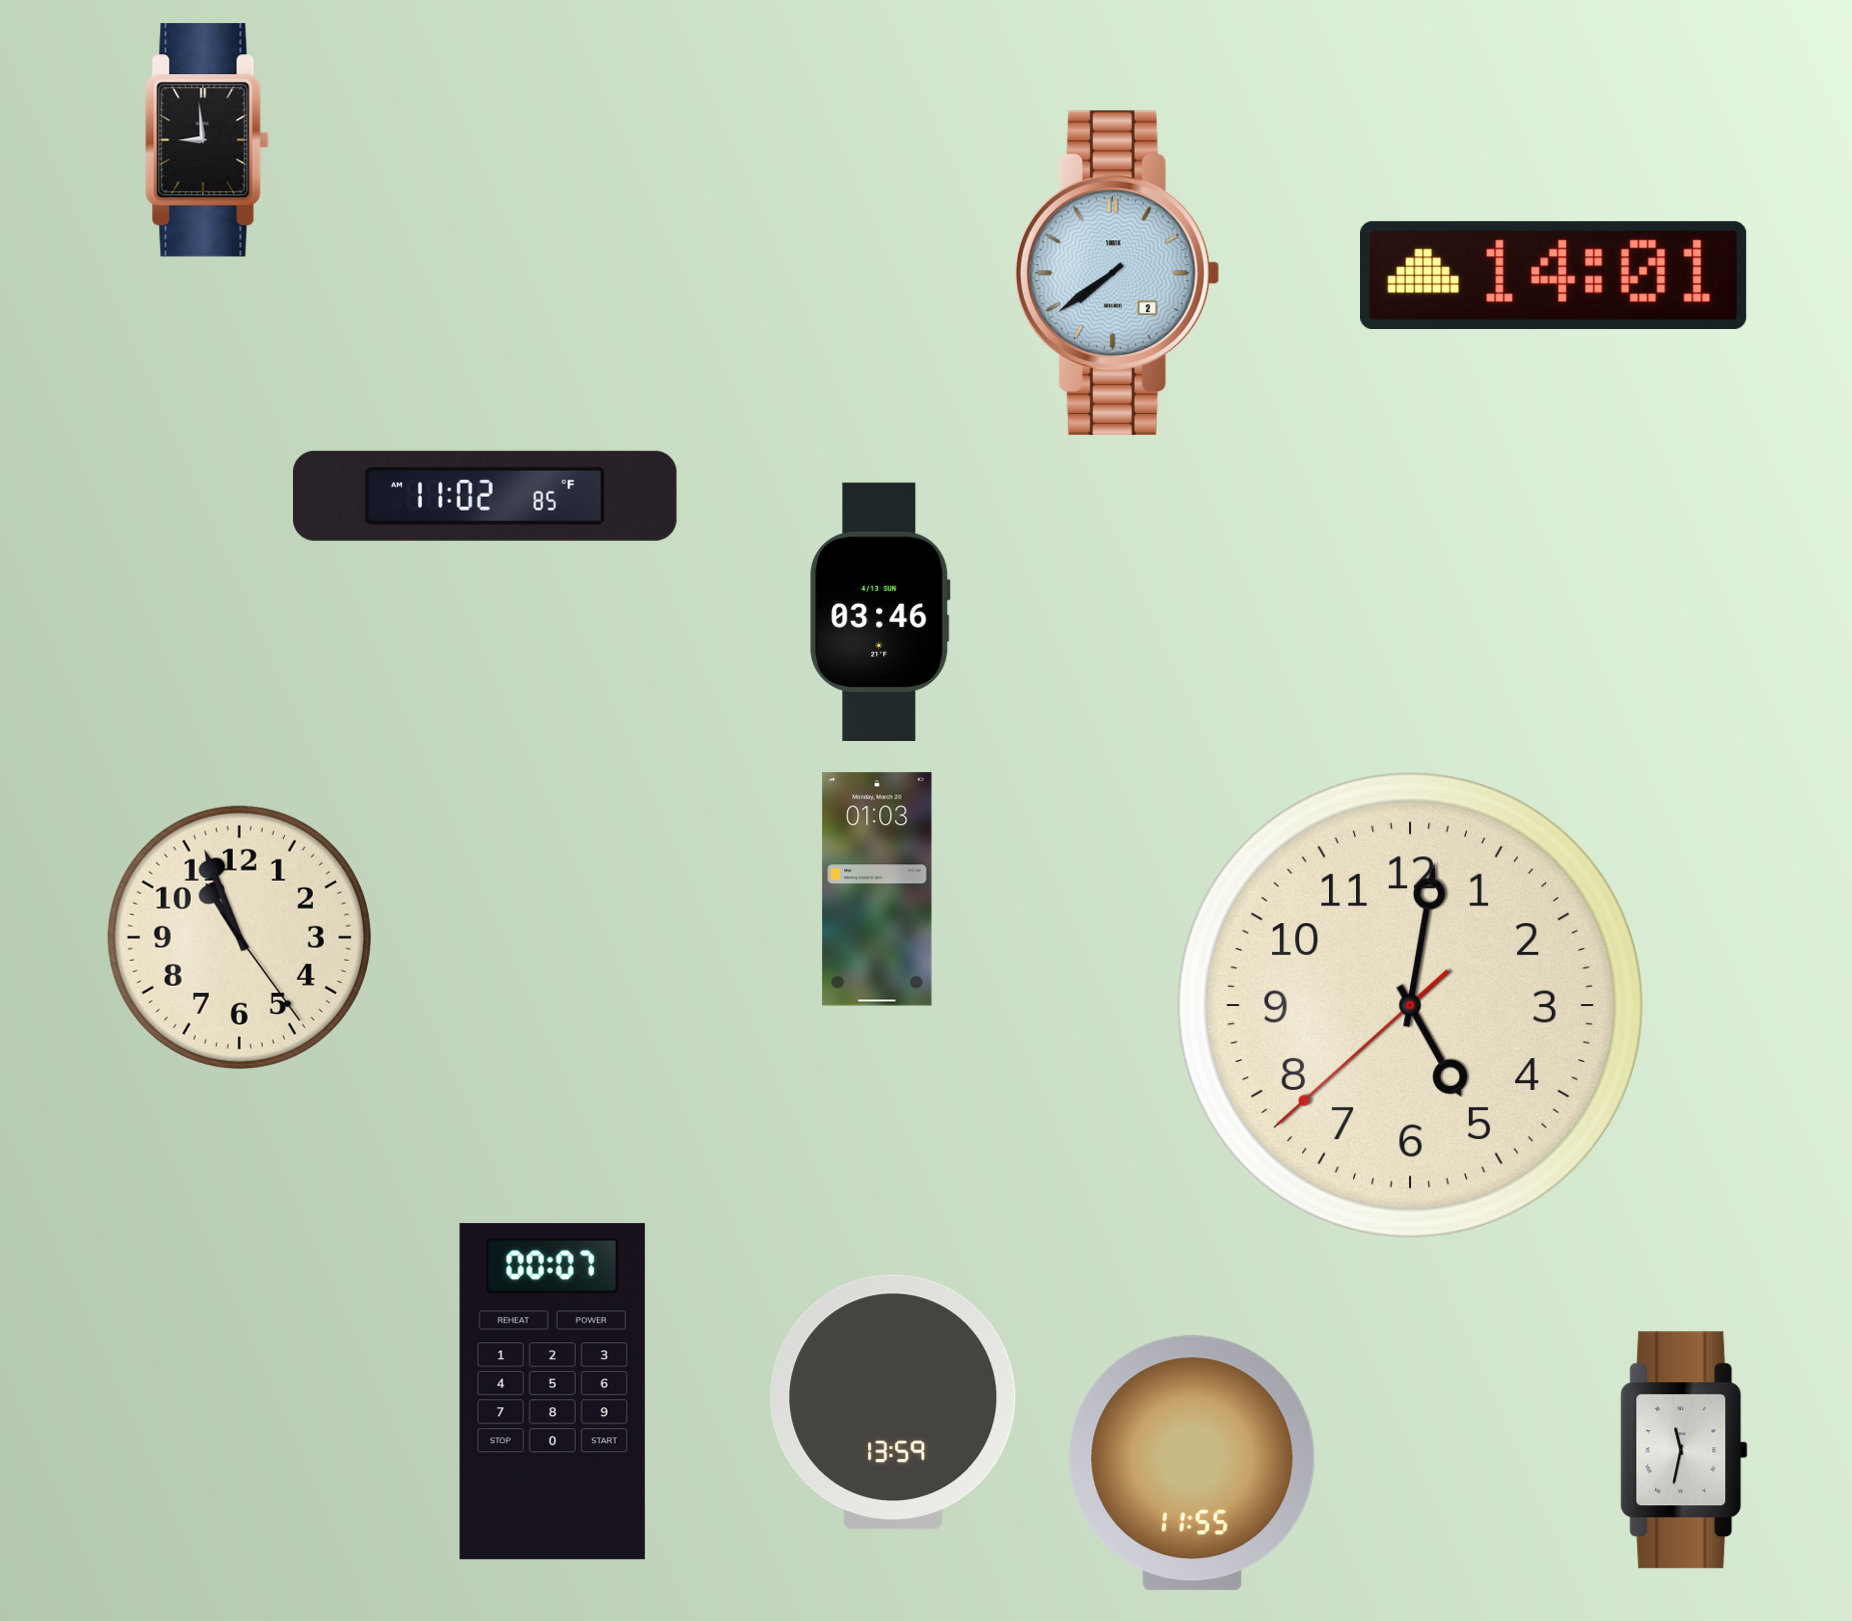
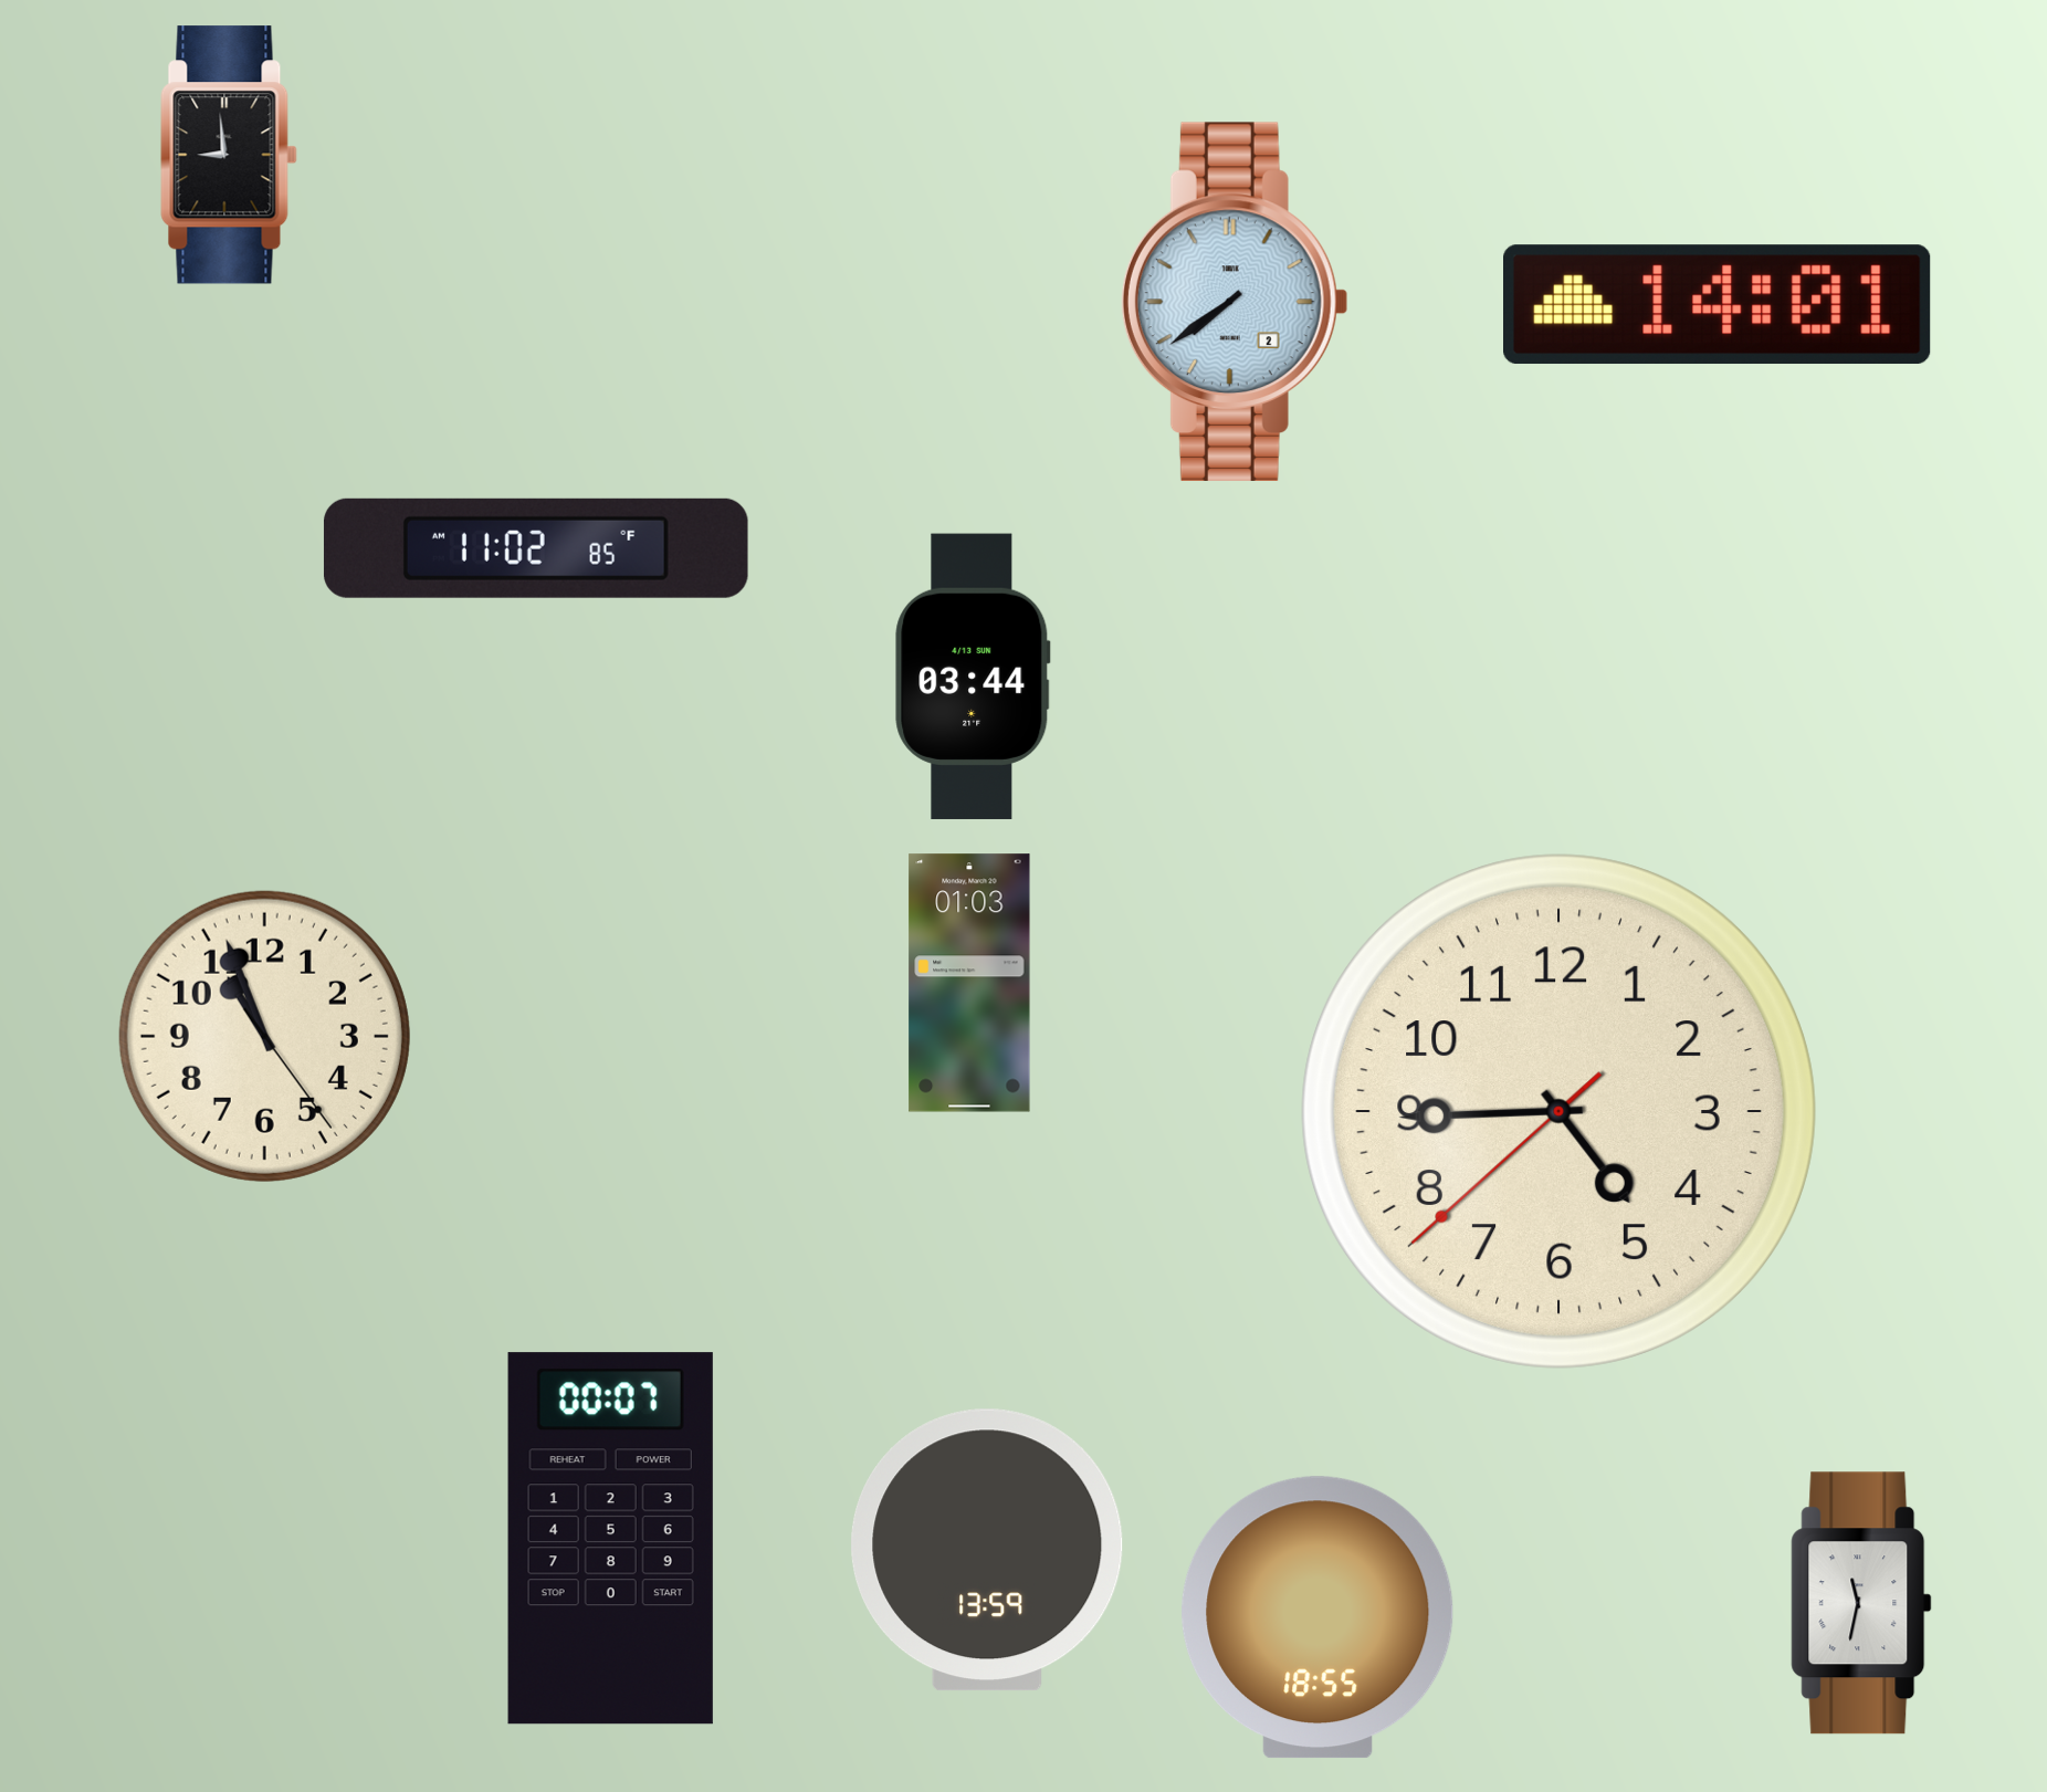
clock at (880, 612): 03:46 -> 03:44
clock at (1410, 1005): 5:01 -> 4:44
clock at (1192, 1463): 11:55 -> 18:55
